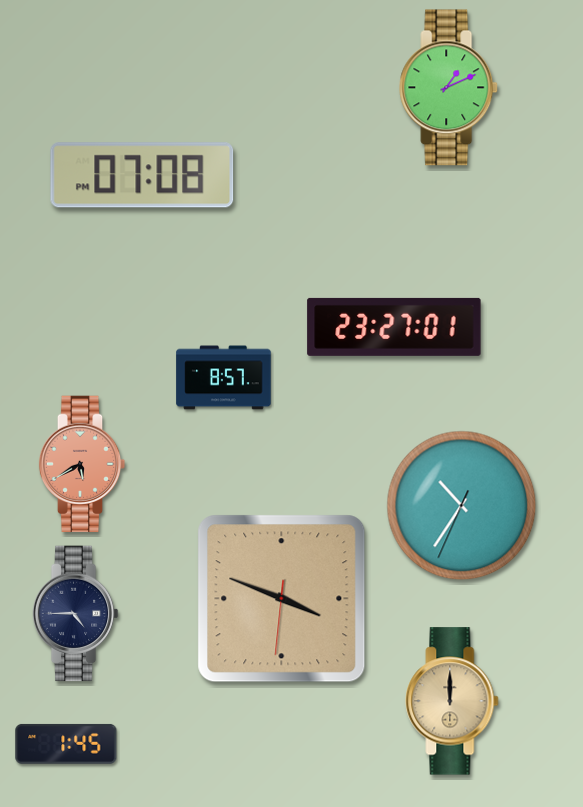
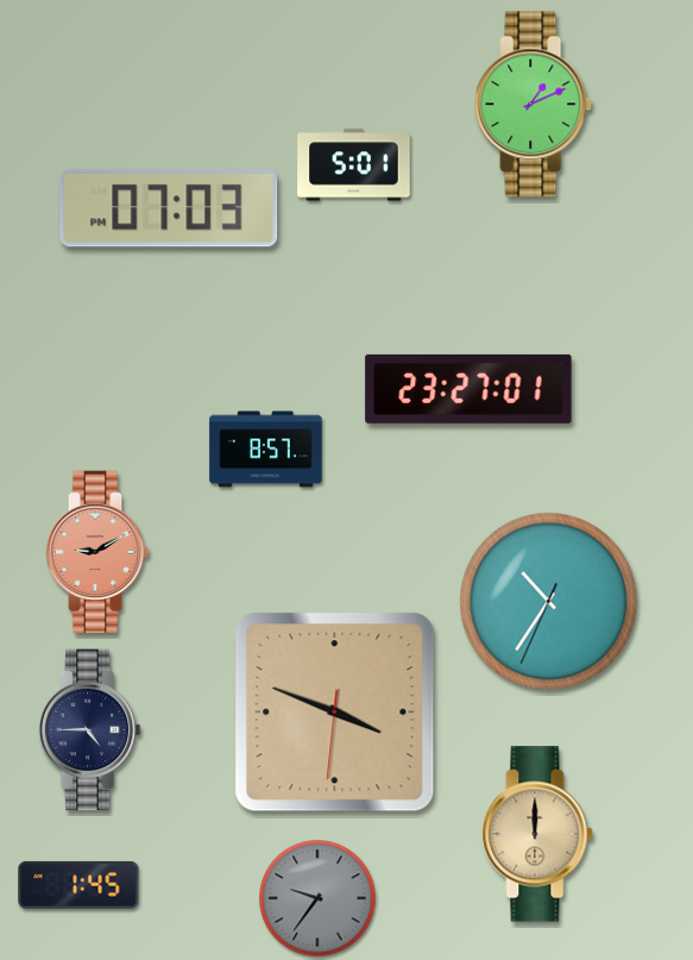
clock at (354, 165): none -> 5:01
clock at (142, 175): 07:08 -> 07:03
clock at (82, 464): 5:40 -> 9:10
clock at (317, 898): none -> 9:36
